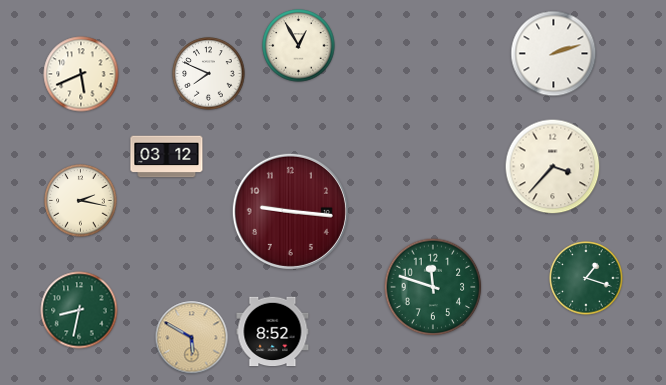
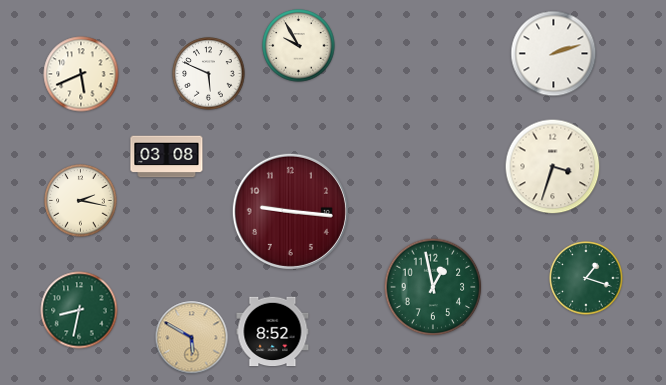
clock at (299, 46): 12:55 -> 9:55
clock at (209, 74): 7:49 -> 5:49
clock at (167, 157): 03:12 -> 03:08
clock at (553, 167): 3:37 -> 3:33
clock at (433, 287): 11:48 -> 12:58
